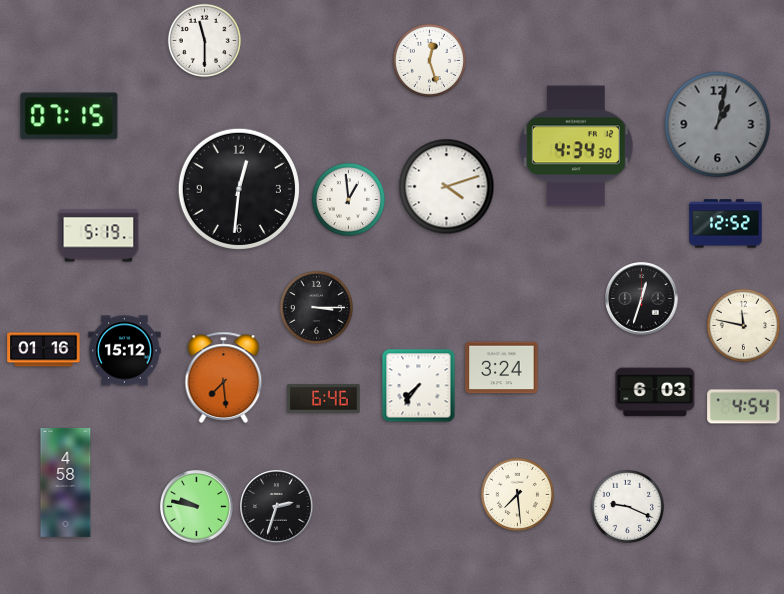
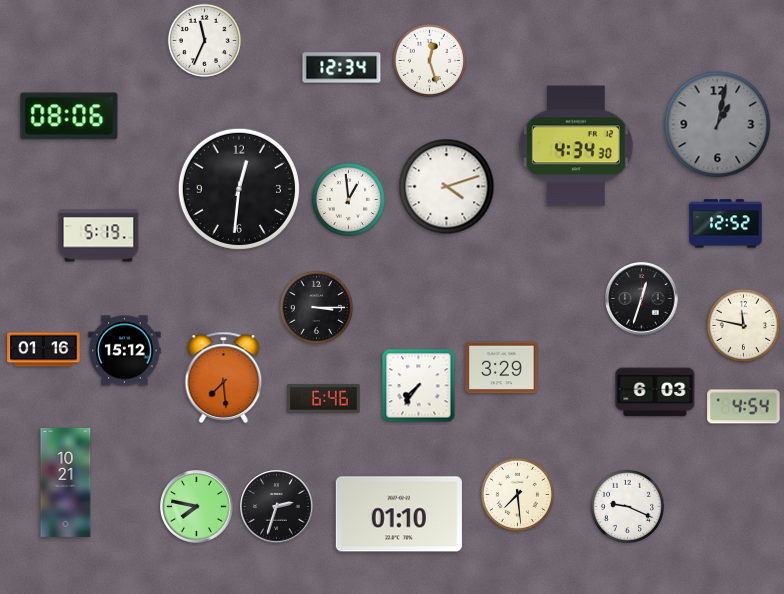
clock at (204, 40): 11:30 -> 11:34
clock at (342, 68): none -> 12:34
clock at (69, 116): 07:15 -> 08:06
clock at (502, 368): 3:24 -> 3:29
clock at (66, 482): 4:58 -> 10:21
clock at (197, 507): 9:47 -> 7:47
clock at (399, 514): none -> 01:10
